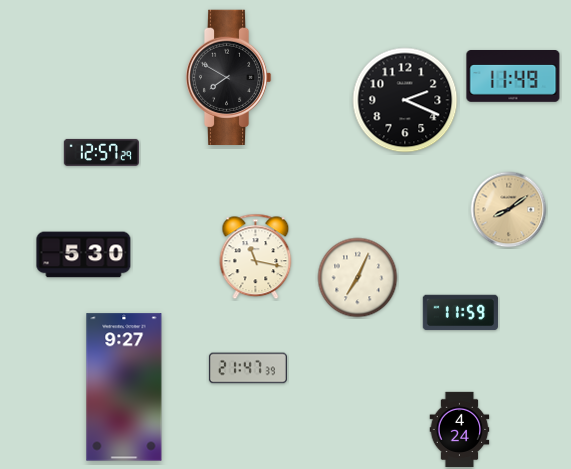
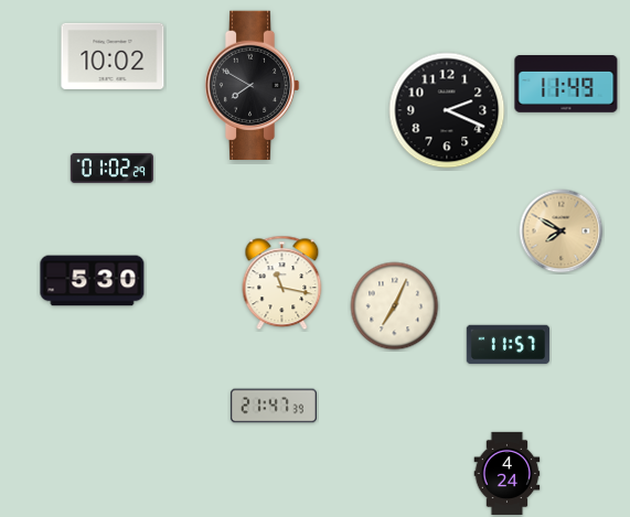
clock at (113, 56): none -> 10:02
clock at (101, 152): 12:57 -> 01:02
clock at (509, 210): 8:09 -> 7:50
clock at (460, 313): 11:59 -> 11:57
clock at (124, 387): 9:27 -> none
